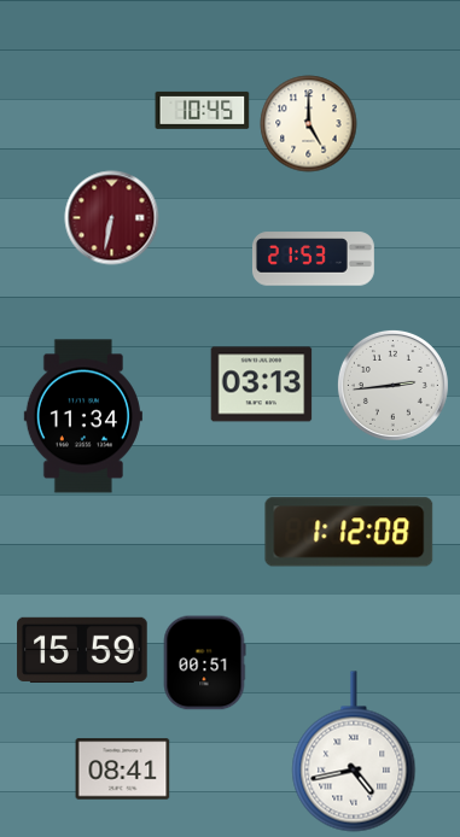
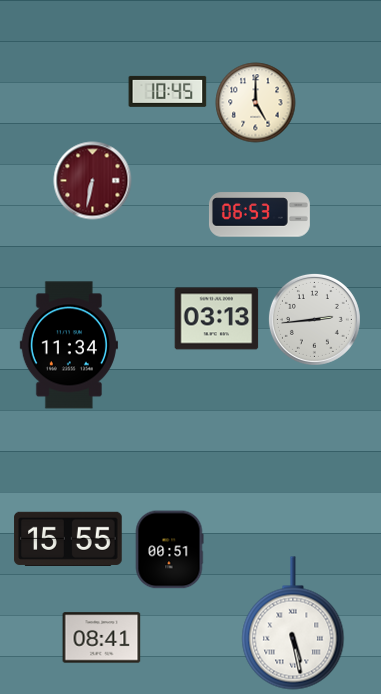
clock at (313, 259): 21:53 -> 06:53
clock at (392, 385) position: (392, 385) -> (314, 319)
clock at (349, 532): 1:12 -> none
clock at (82, 650): 15:59 -> 15:55
clock at (354, 751): 4:43 -> 5:28
